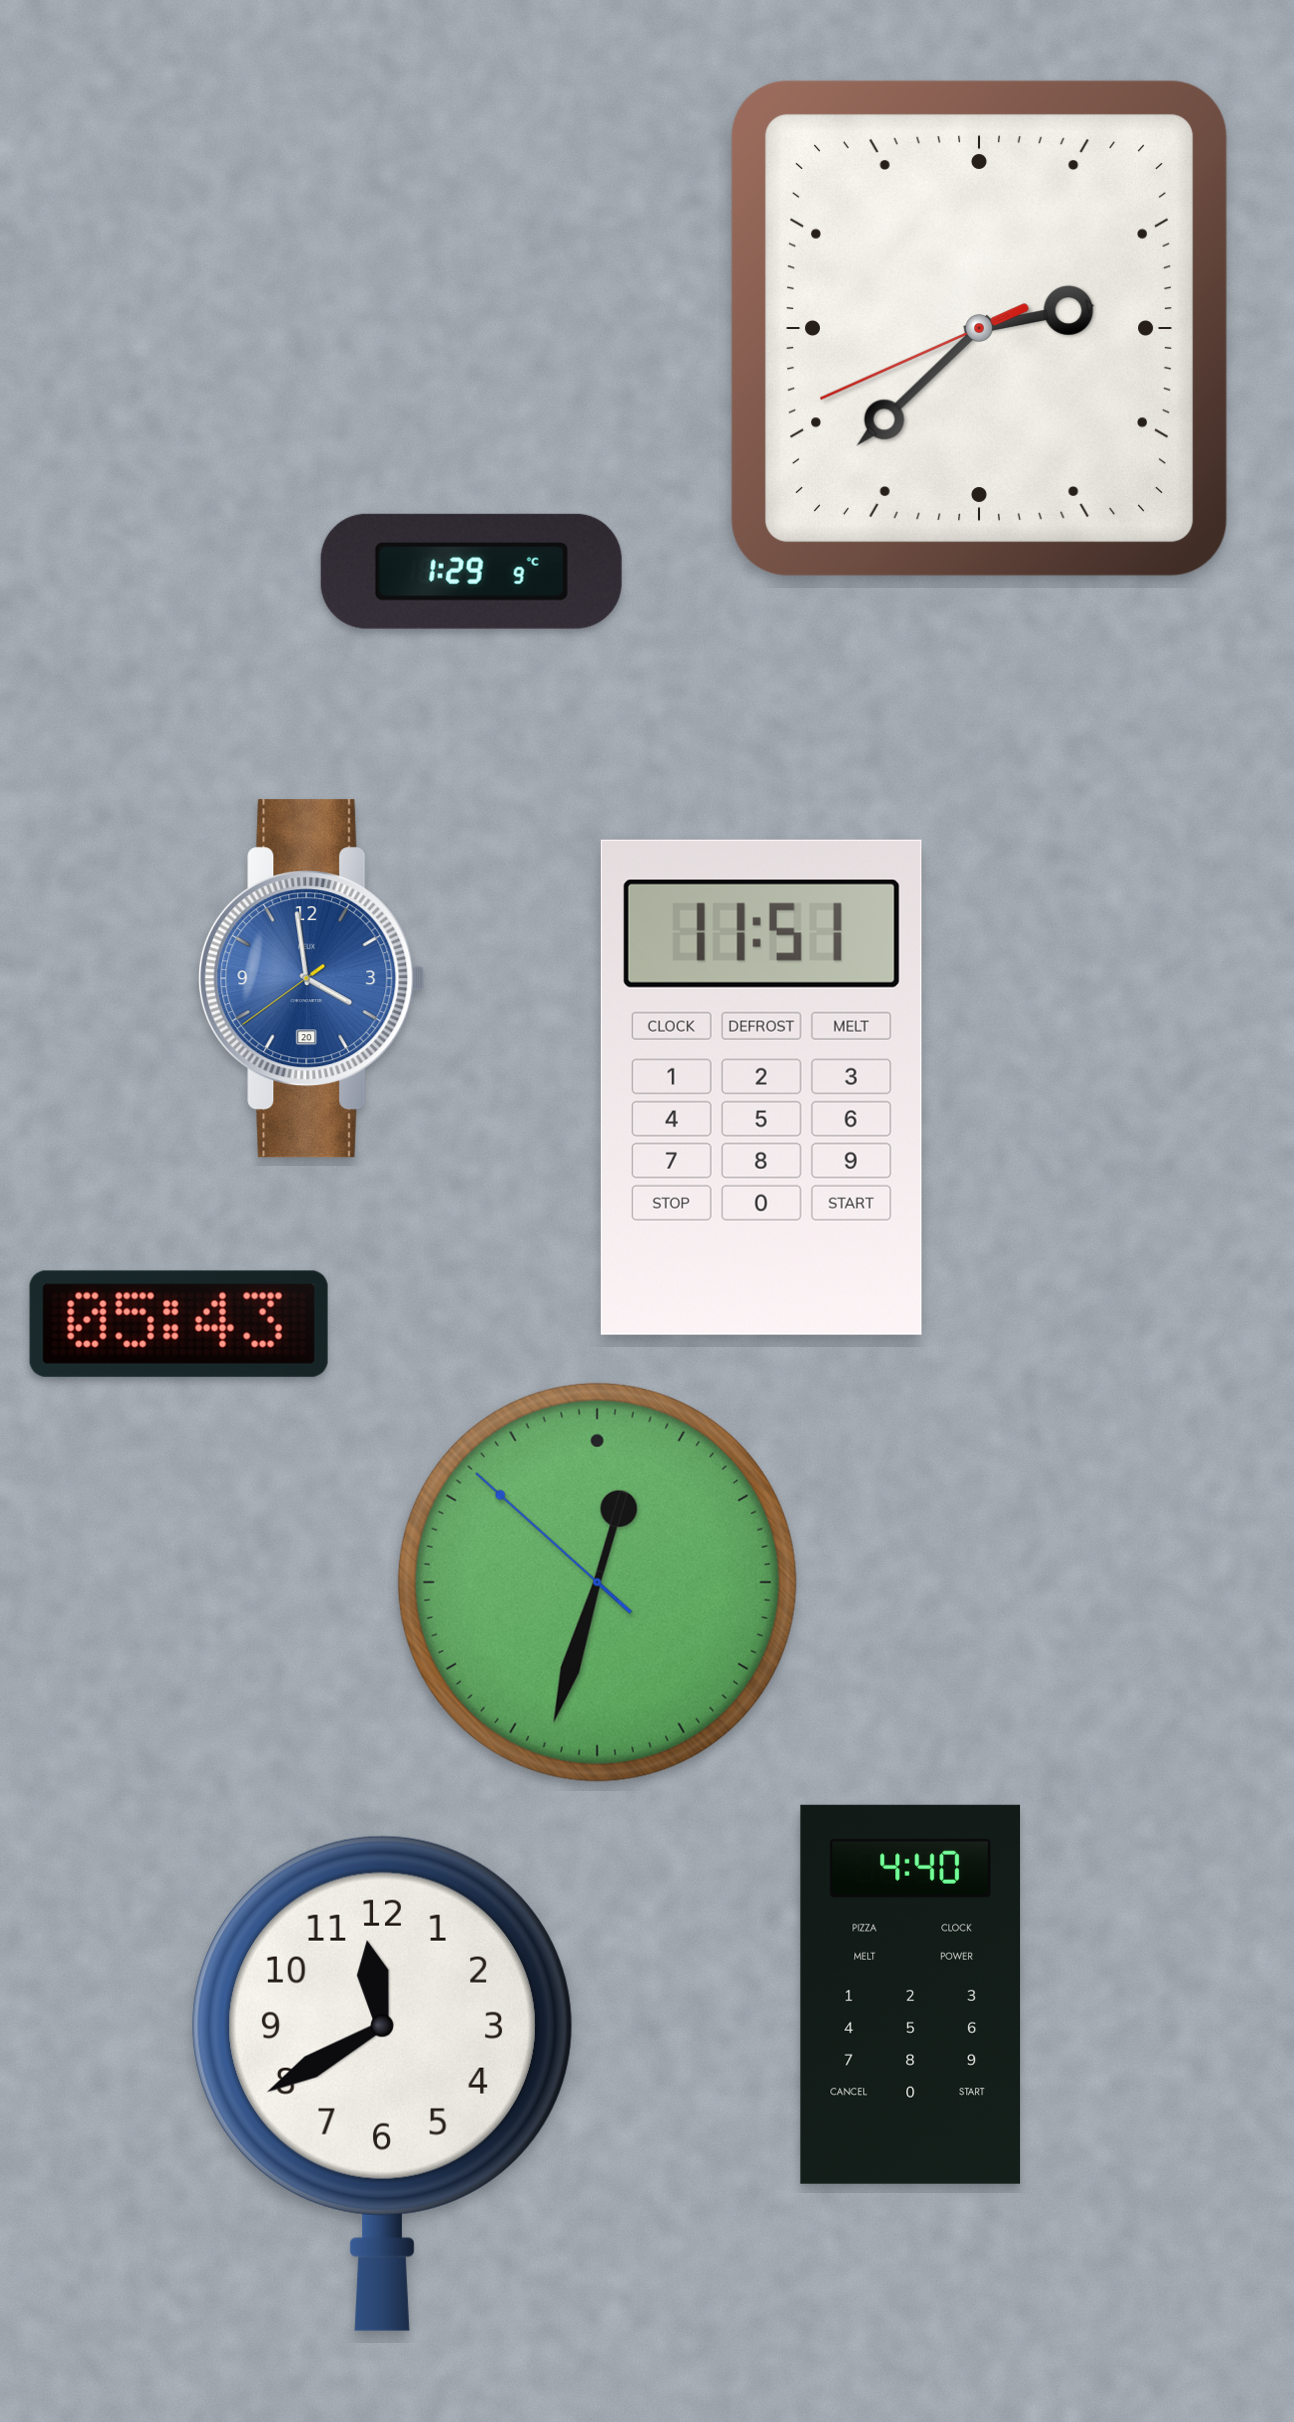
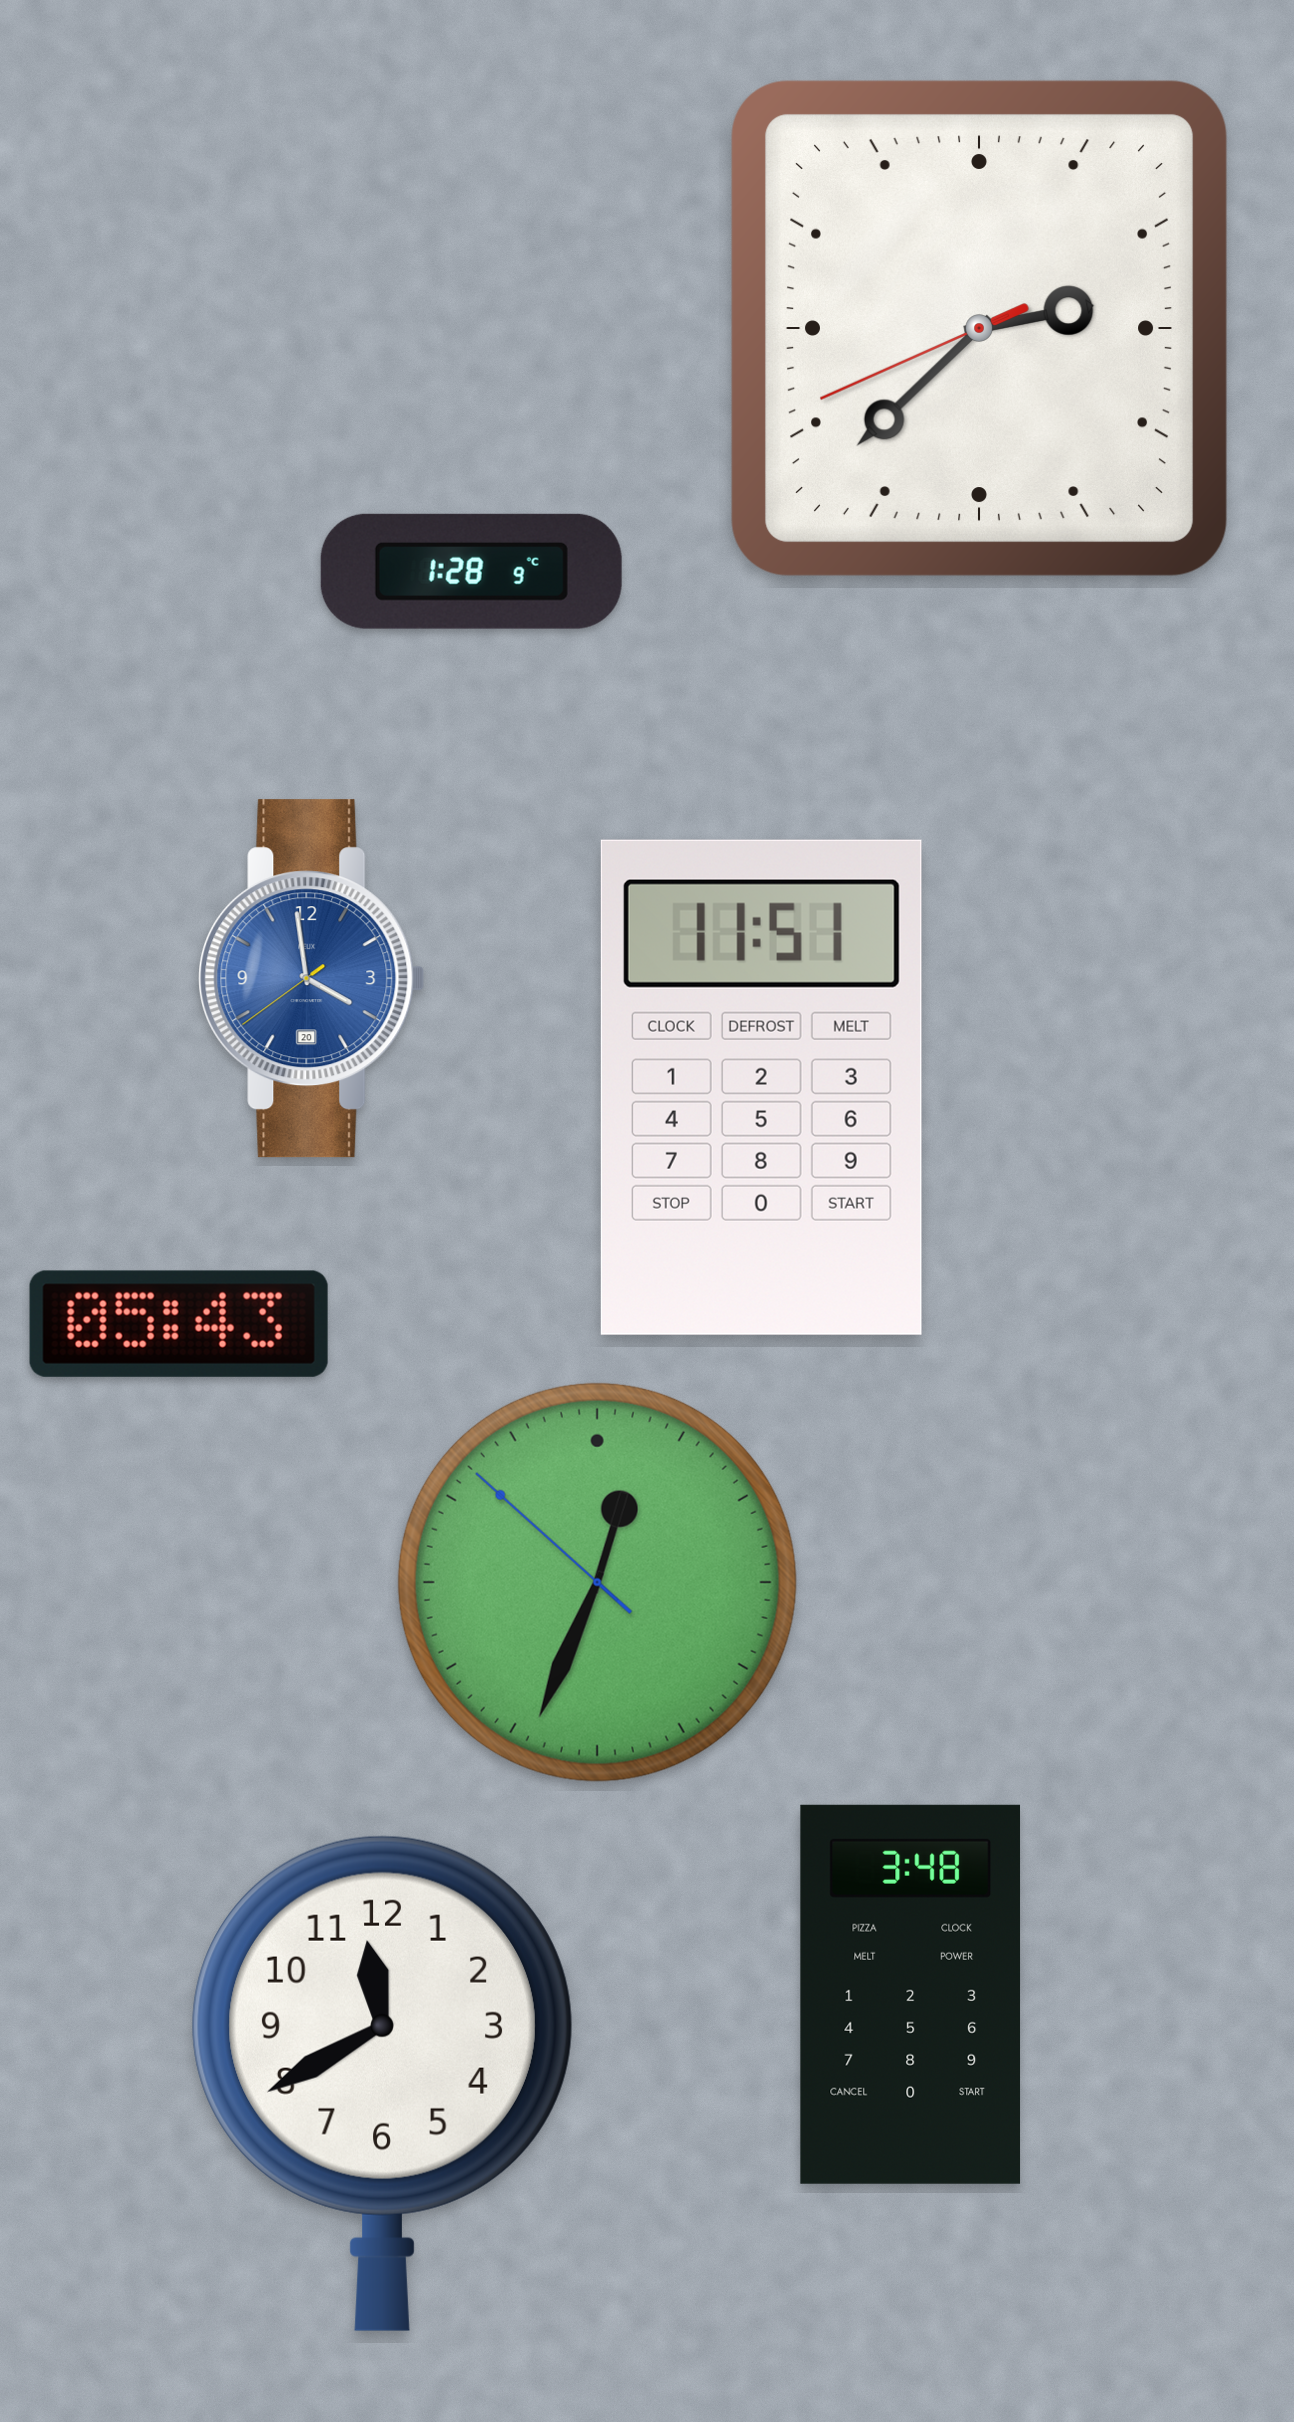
clock at (471, 571): 1:29 -> 1:28
clock at (597, 1582): 12:32 -> 12:33
clock at (911, 1994): 4:40 -> 3:48
